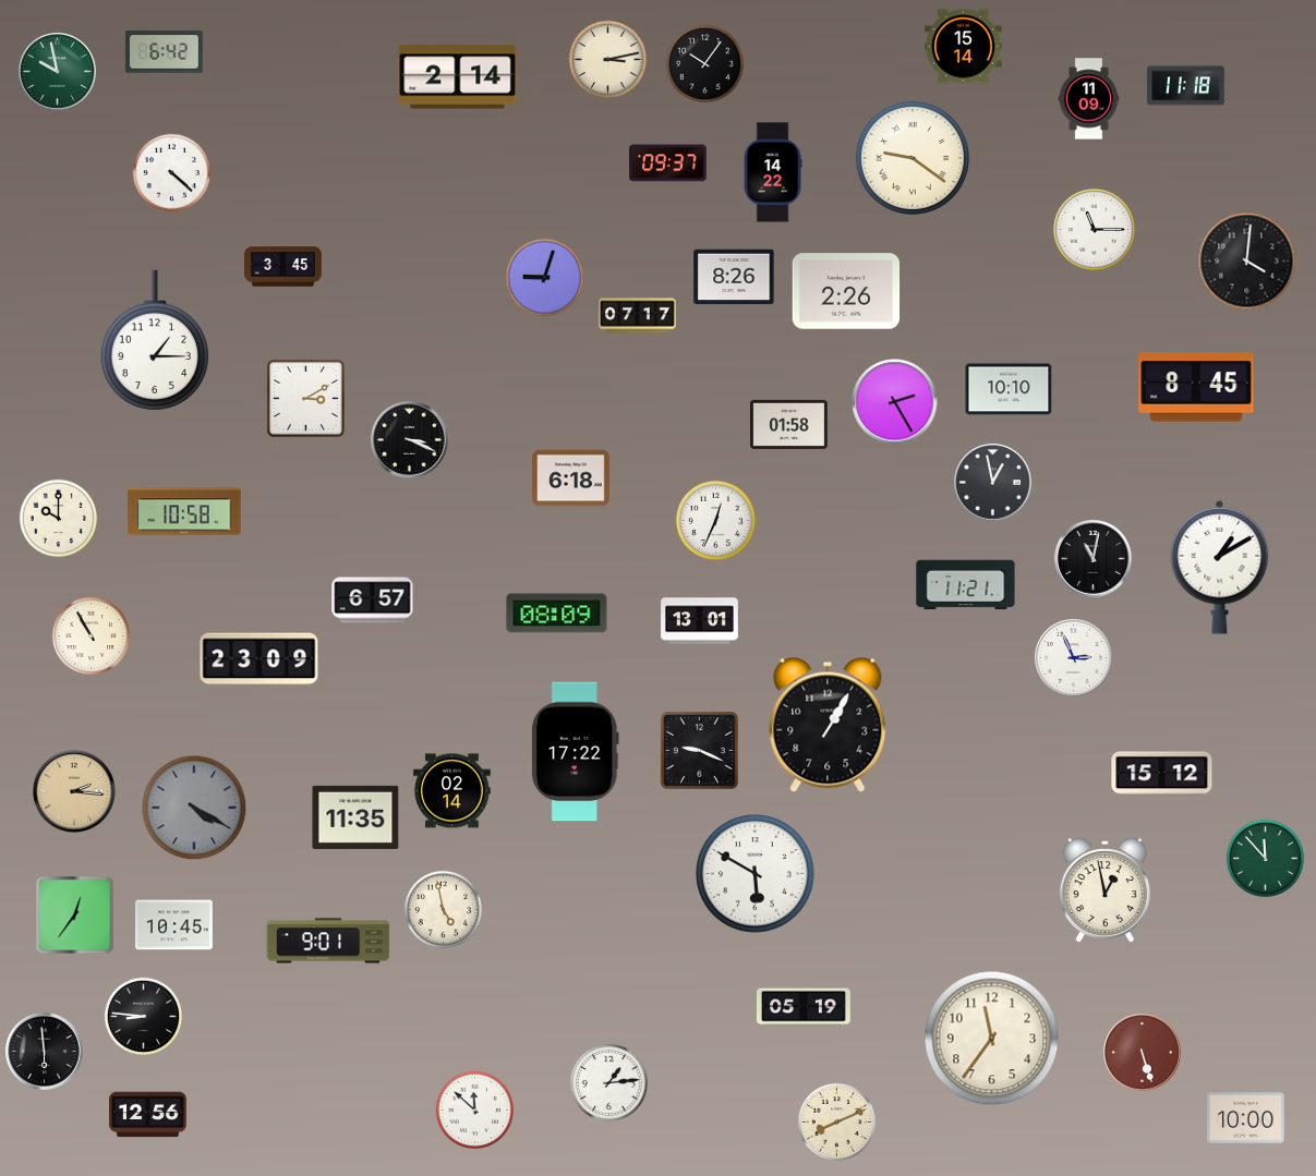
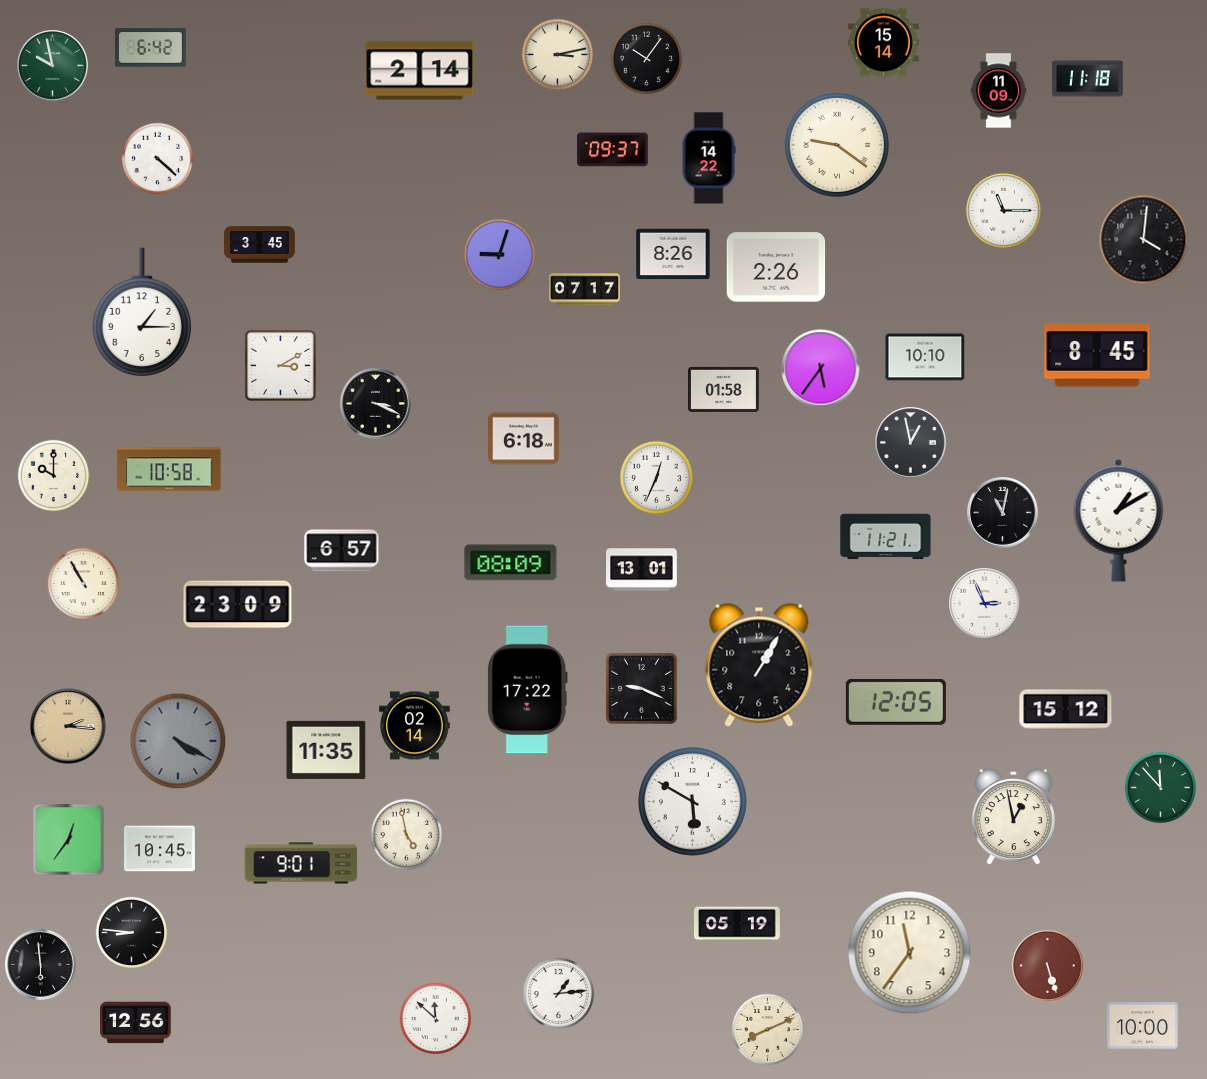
clock at (895, 402): 2:25 -> 5:36
clock at (896, 702): none -> 12:05
